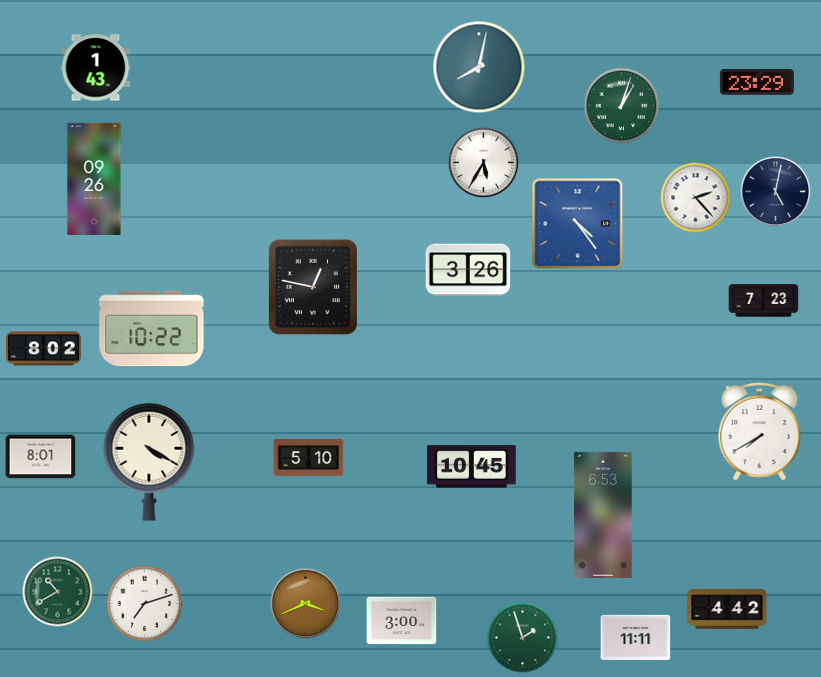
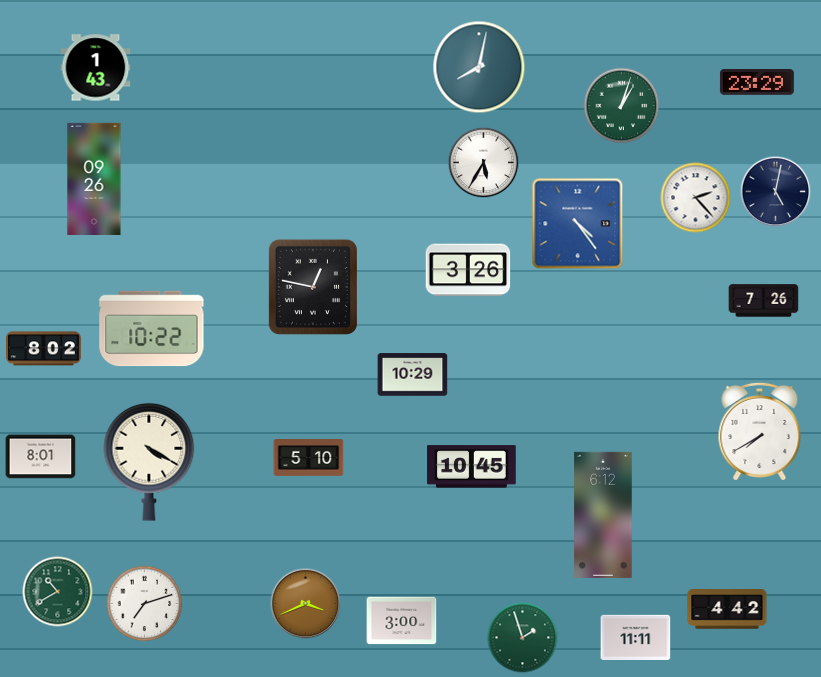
clock at (764, 301): 7:23 -> 7:26
clock at (413, 375): none -> 10:29
clock at (603, 515): 6:53 -> 6:12
